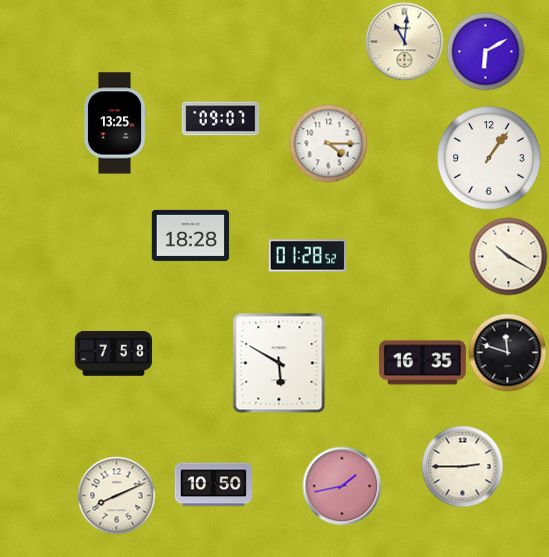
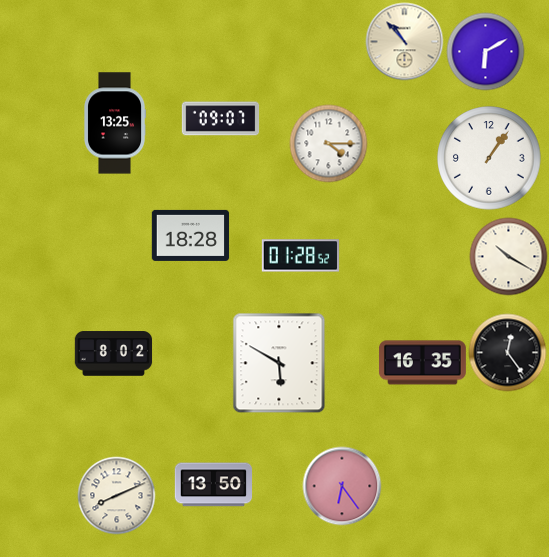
clock at (404, 41): 11:01 -> 10:53
clock at (307, 256) position: (307, 256) -> (300, 256)
clock at (507, 352): 11:48 -> 12:24
clock at (113, 354): 7:58 -> 8:02
clock at (462, 466): 2:45 -> none
clock at (213, 485): 10:50 -> 13:50
clock at (342, 486): 1:43 -> 6:24
